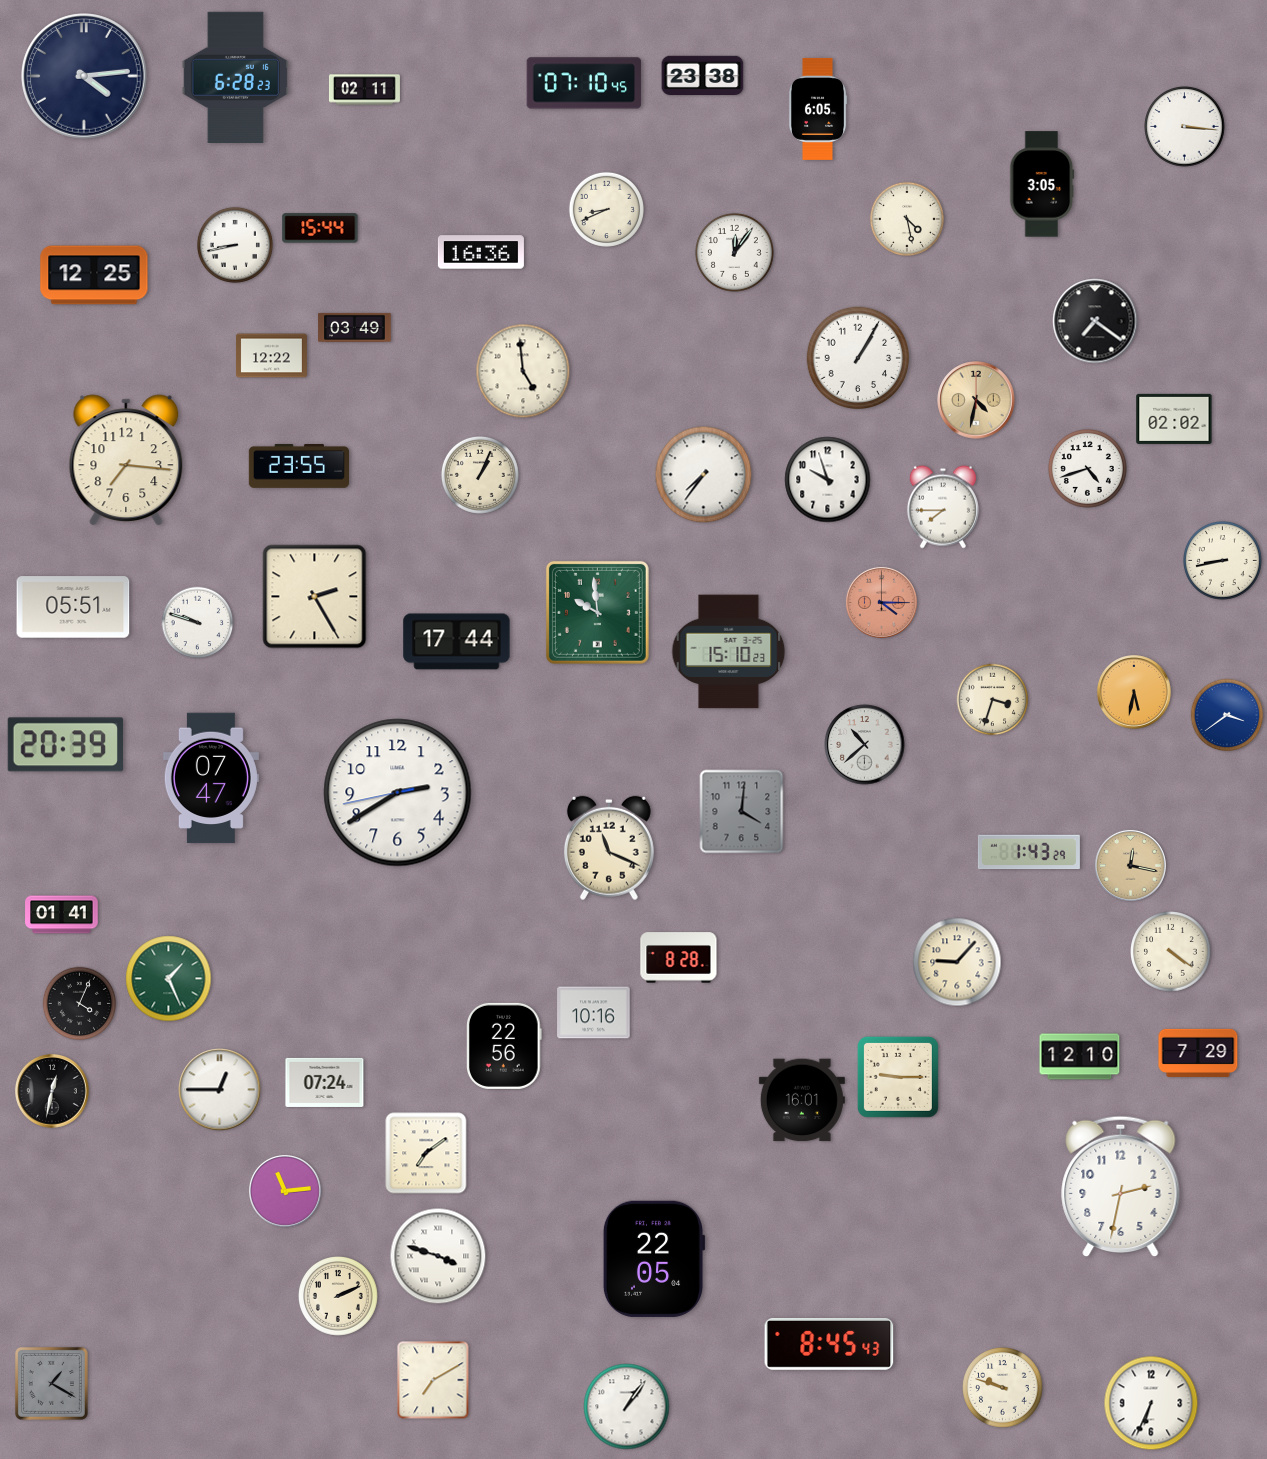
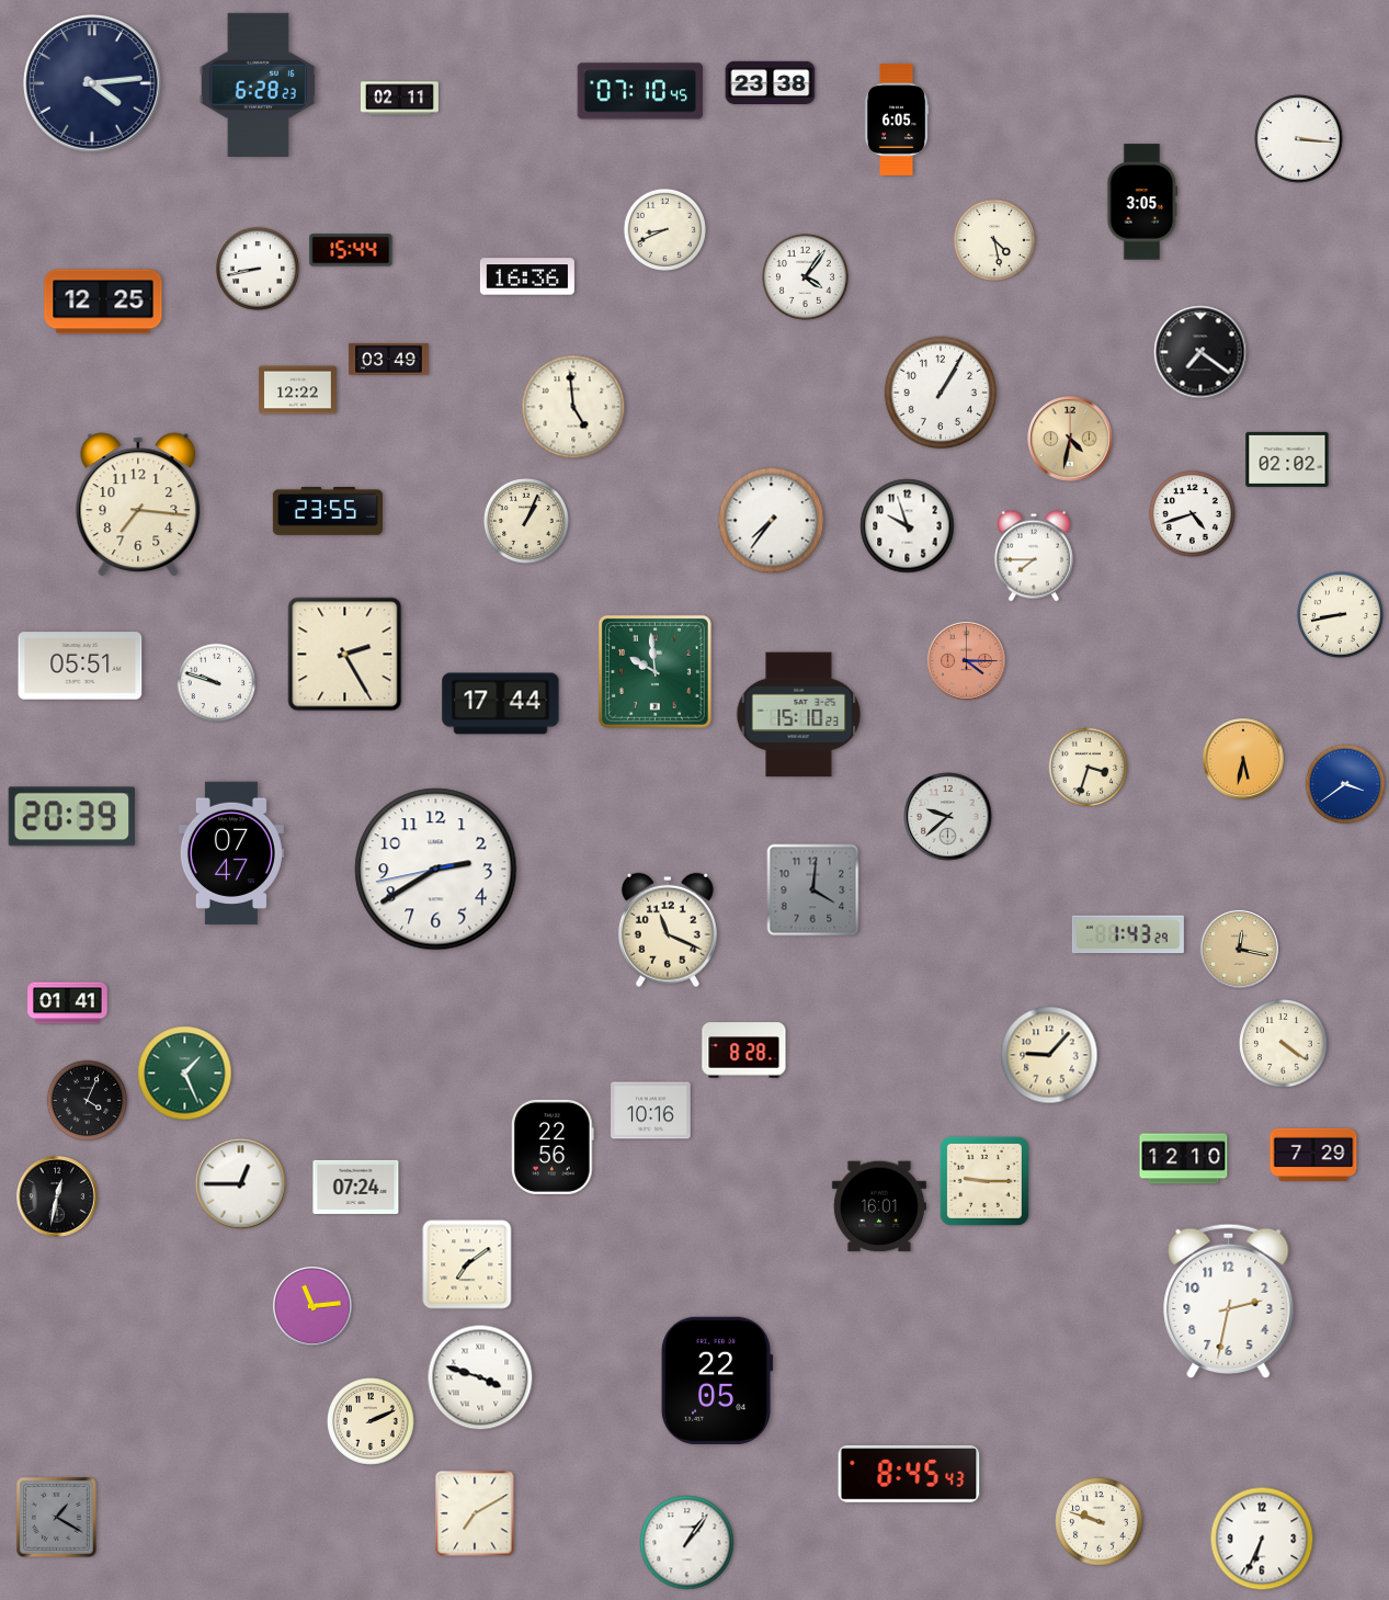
clock at (734, 252): 12:06 -> 4:06
clock at (865, 745): 10:38 -> 9:38
clock at (220, 1090) position: (220, 1090) -> (241, 1184)
